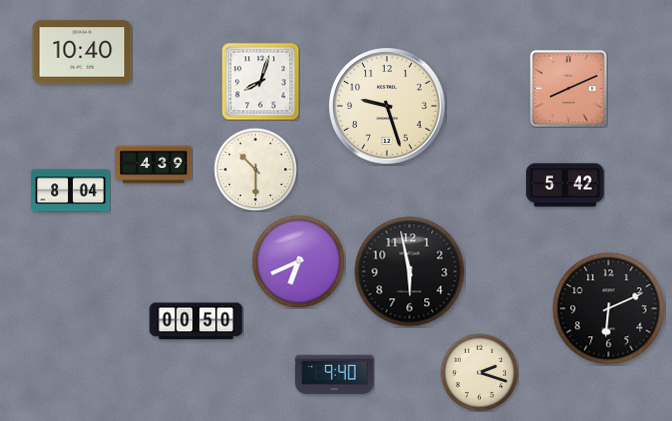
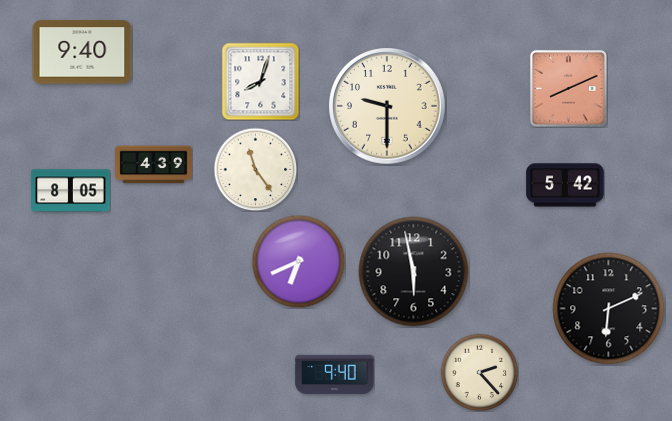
clock at (82, 52): 10:40 -> 9:40
clock at (387, 106): 9:27 -> 9:30
clock at (255, 169): 10:30 -> 11:24
clock at (71, 191): 8:04 -> 8:05
clock at (410, 272) position: (410, 272) -> (414, 272)
clock at (196, 321): 00:50 -> none
clock at (479, 372): 2:18 -> 2:23
